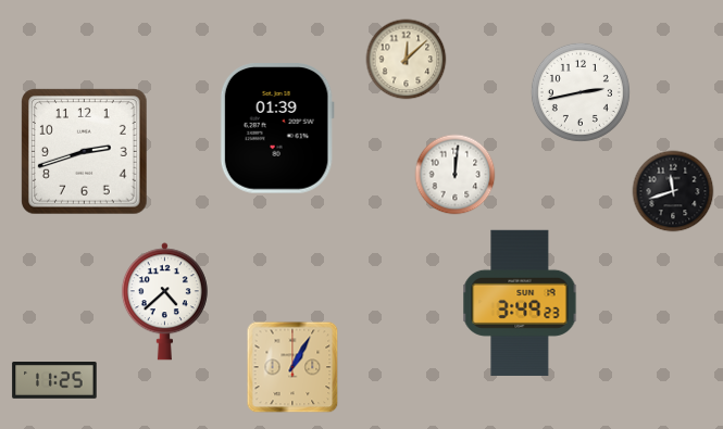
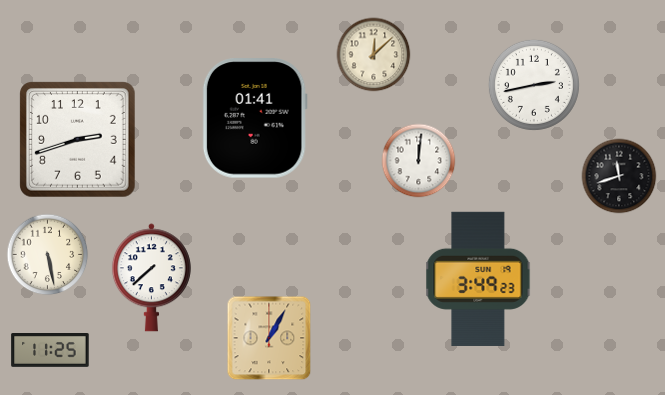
clock at (277, 128): 01:39 -> 01:41
clock at (48, 255): none -> 5:28
clock at (164, 302): 4:38 -> 7:38
